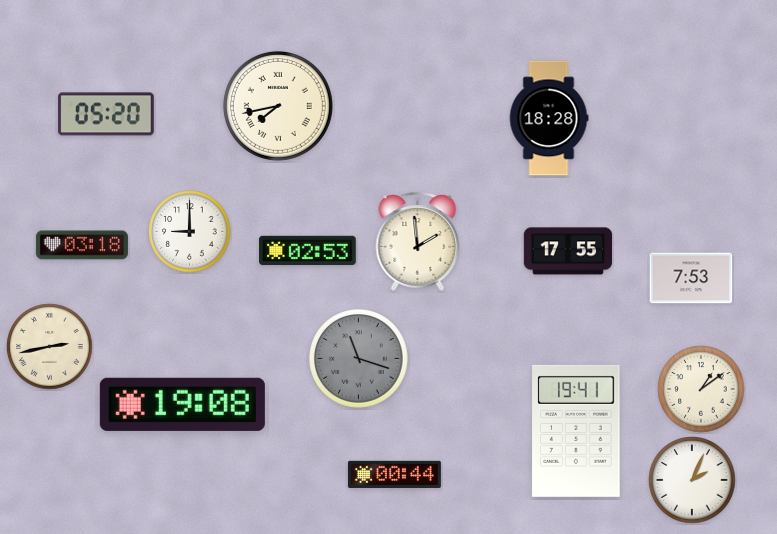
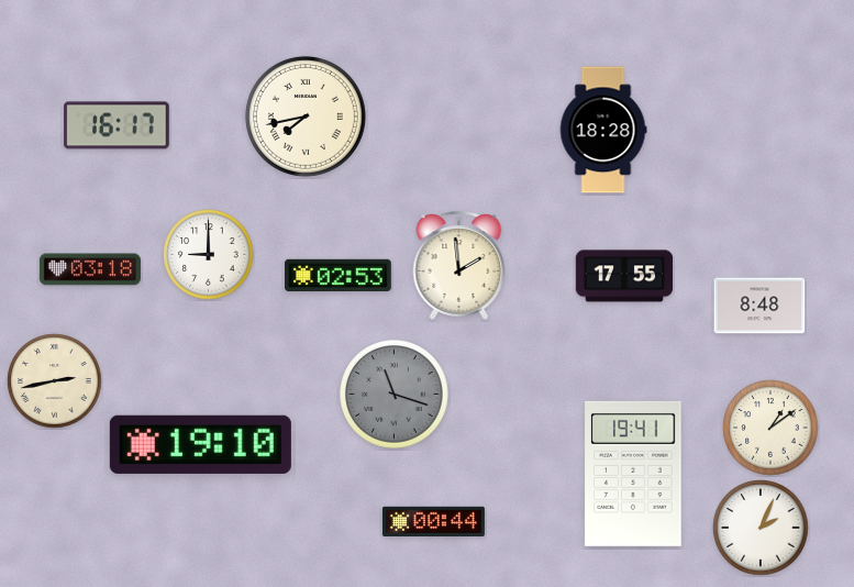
clock at (107, 114): 05:20 -> 16:17
clock at (691, 278): 7:53 -> 8:48
clock at (182, 404): 19:08 -> 19:10
